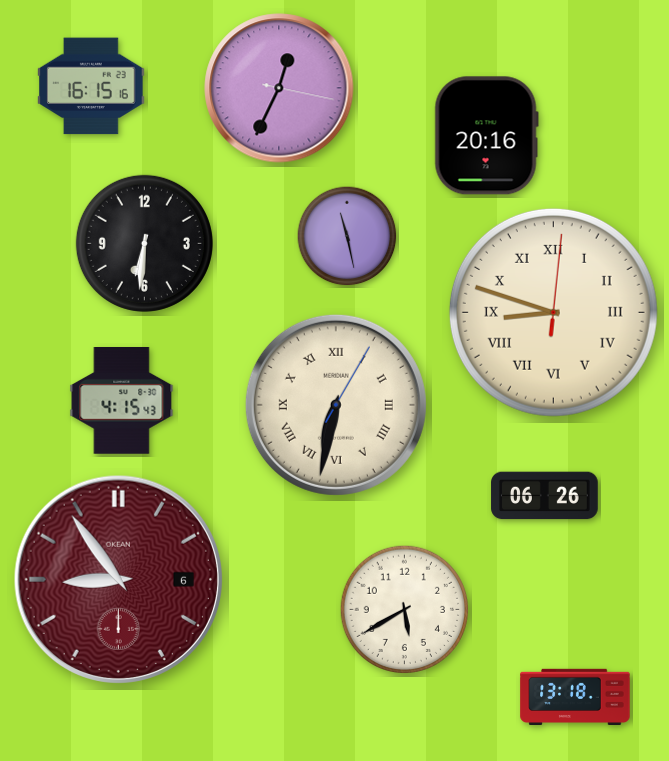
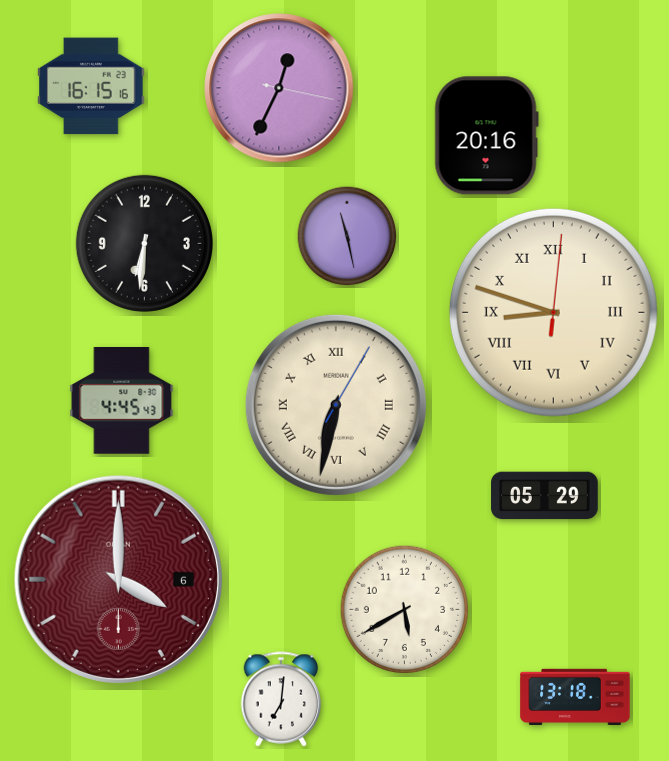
clock at (122, 401): 4:15 -> 4:45
clock at (545, 496): 06:26 -> 05:29
clock at (118, 579): 8:54 -> 4:00
clock at (281, 699): none -> 7:01
